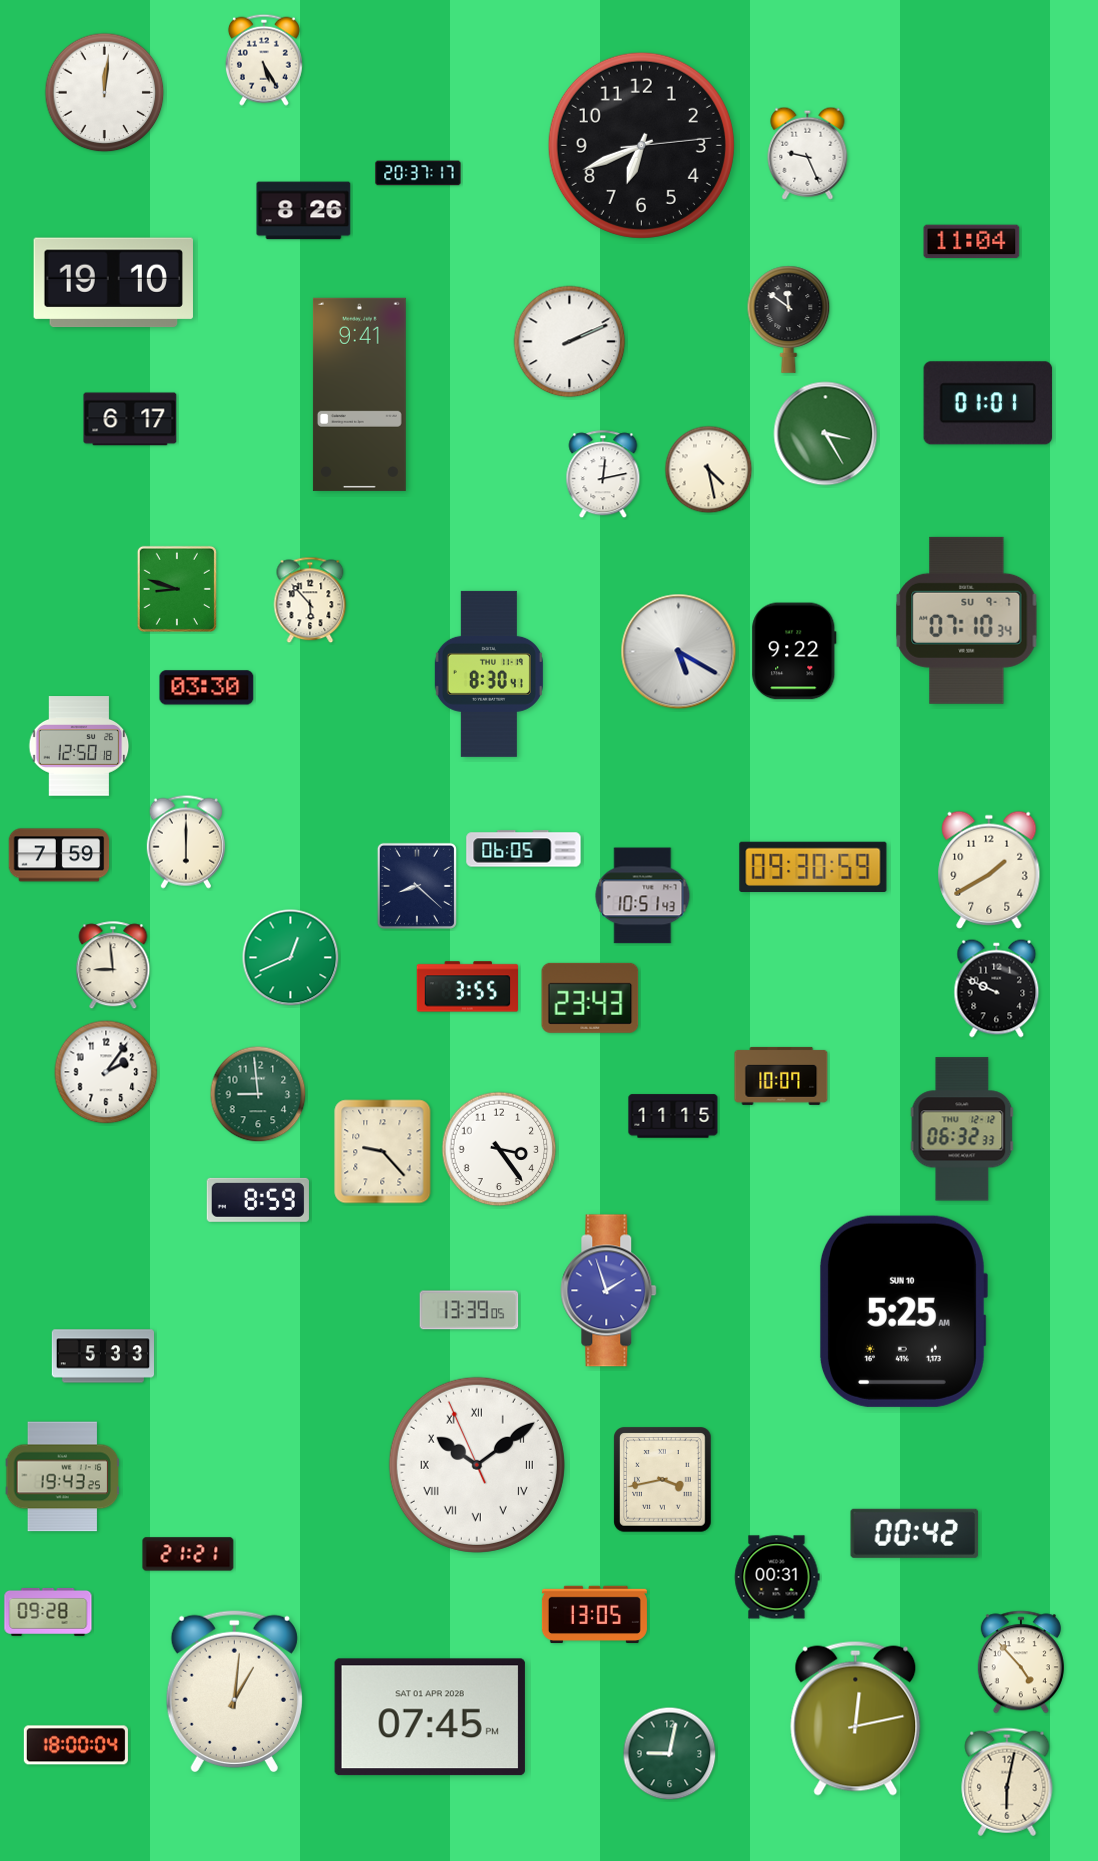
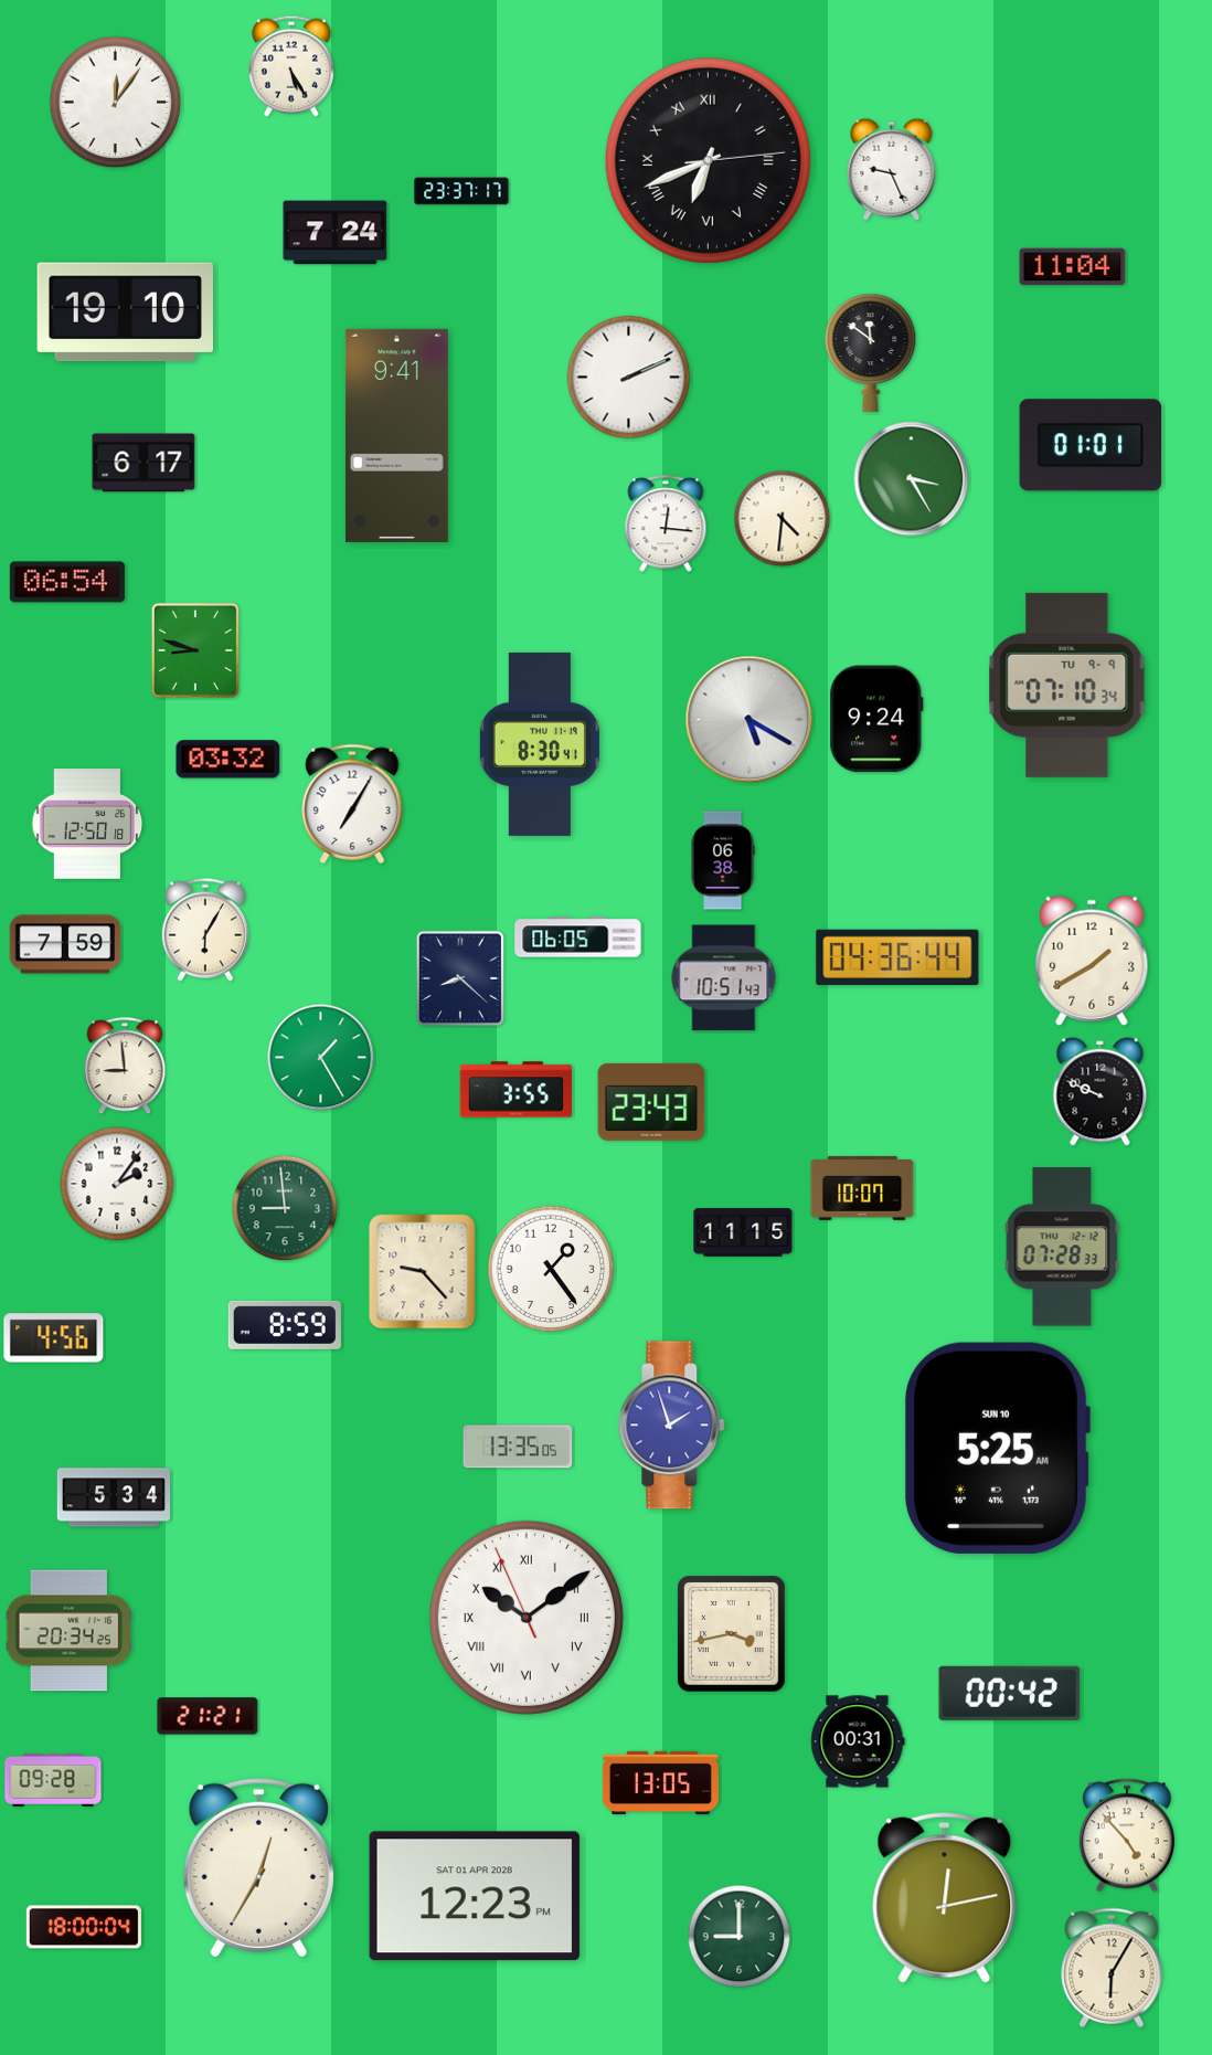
clock at (105, 93): 12:01 -> 12:06
clock at (641, 145) numerals: Arabic -> Roman
clock at (418, 173): 20:37 -> 23:37
clock at (304, 211): 8:26 -> 7:24
clock at (709, 470): 4:28 -> 4:31
clock at (603, 475): 12:13 -> 12:16
clock at (67, 582): none -> 06:54
clock at (310, 600): 5:53 -> none
clock at (967, 620) date: SU 9-7 -> TU 9-9
clock at (794, 651): 9:22 -> 9:24
clock at (207, 688): 03:30 -> 03:32
clock at (352, 804): none -> 7:05
clock at (723, 860): none -> 06:38
clock at (186, 842): 6:00 -> 6:05
clock at (813, 866): 09:30 -> 04:36
clock at (643, 896) position: (643, 896) -> (724, 978)
clock at (291, 958): 12:41 -> 1:25
clock at (962, 1129): 06:32 -> 07:28
clock at (499, 1149): 3:24 -> 1:24
clock at (54, 1338): none -> 4:56
clock at (469, 1310): 13:39 -> 13:35
clock at (102, 1356): 5:33 -> 5:34
clock at (63, 1477): 19:43 -> 20:34
clock at (594, 1615) position: (594, 1615) -> (660, 1783)
clock at (234, 1691): 1:01 -> 12:35
clock at (430, 1717): 07:45 -> 12:23
clock at (670, 1754): 9:02 -> 9:00
clock at (1007, 1782): 6:02 -> 6:05
